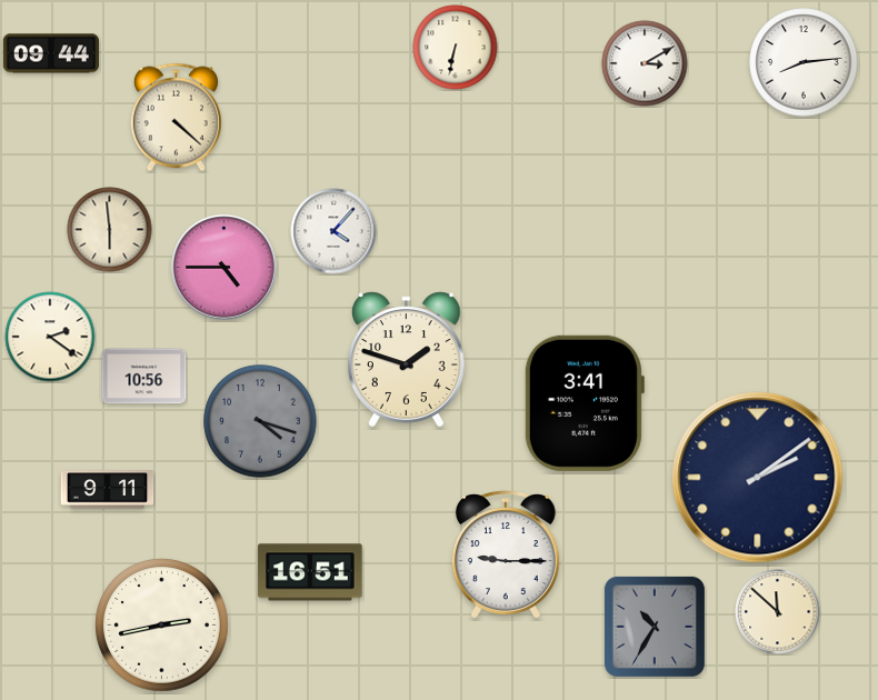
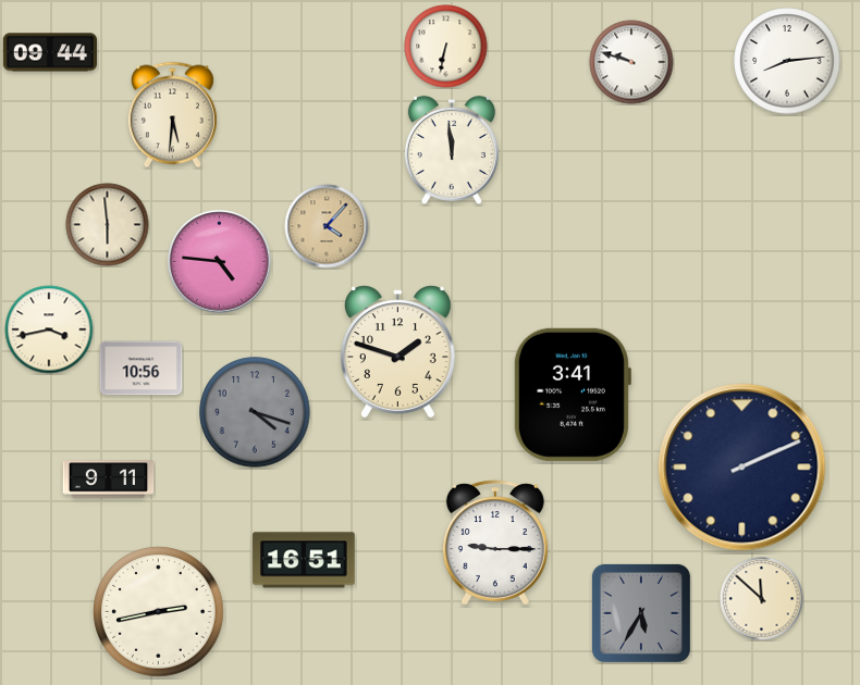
clock at (645, 63): 3:10 -> 9:48
clock at (176, 118): 4:22 -> 5:31
clock at (452, 149): none -> 11:59
clock at (333, 231) dial: white -> champagne
clock at (225, 268): 4:45 -> 4:46
clock at (50, 337): 2:21 -> 3:43
clock at (758, 478): 2:09 -> 2:11
clock at (108, 490) position: (108, 490) -> (109, 479)
clock at (655, 627): 10:35 -> 5:35
